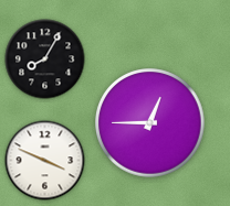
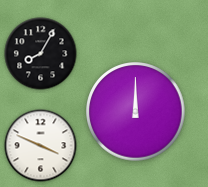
clock at (150, 123): 12:45 -> 12:00
